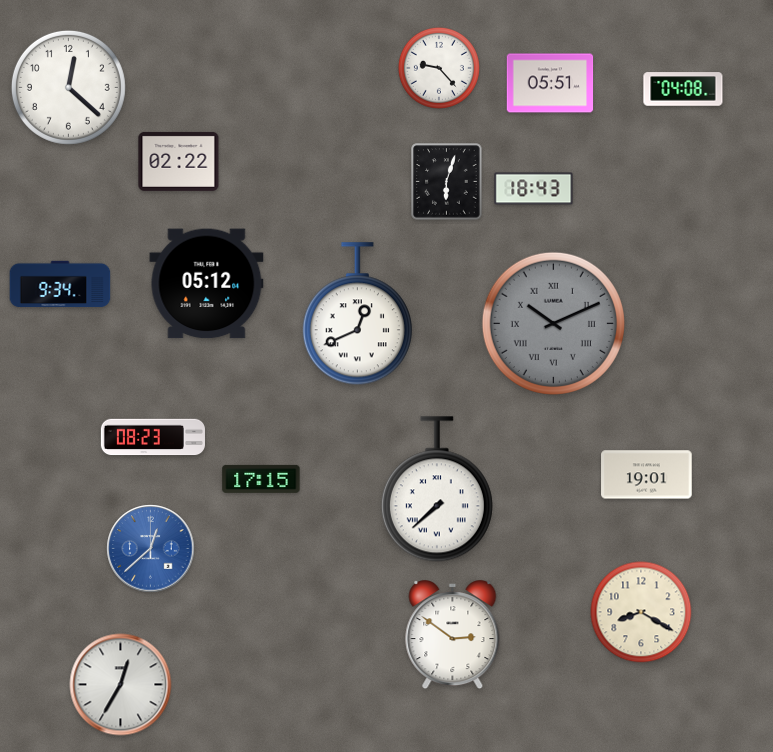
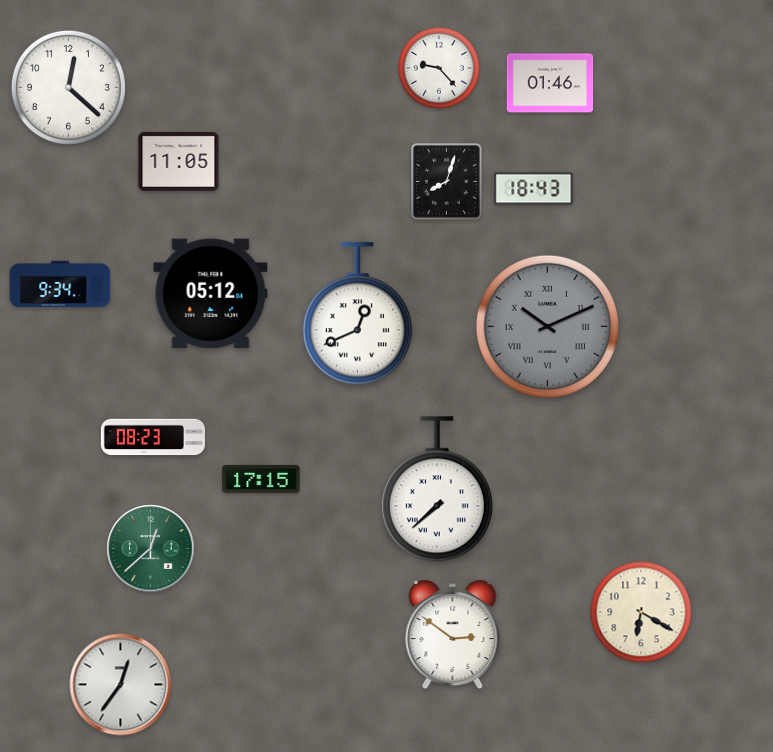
clock at (550, 83): 05:51 -> 01:46
clock at (683, 89): 04:08 -> none
clock at (179, 161): 02:22 -> 11:05
clock at (447, 182): 6:03 -> 8:03
clock at (207, 284) position: (207, 284) -> (211, 294)
clock at (553, 323) position: (553, 323) -> (547, 326)
clock at (647, 475): 19:01 -> none
clock at (151, 549) dial: blue -> green
clock at (641, 612): 8:20 -> 6:20
clock at (121, 685): 12:35 -> 12:36
